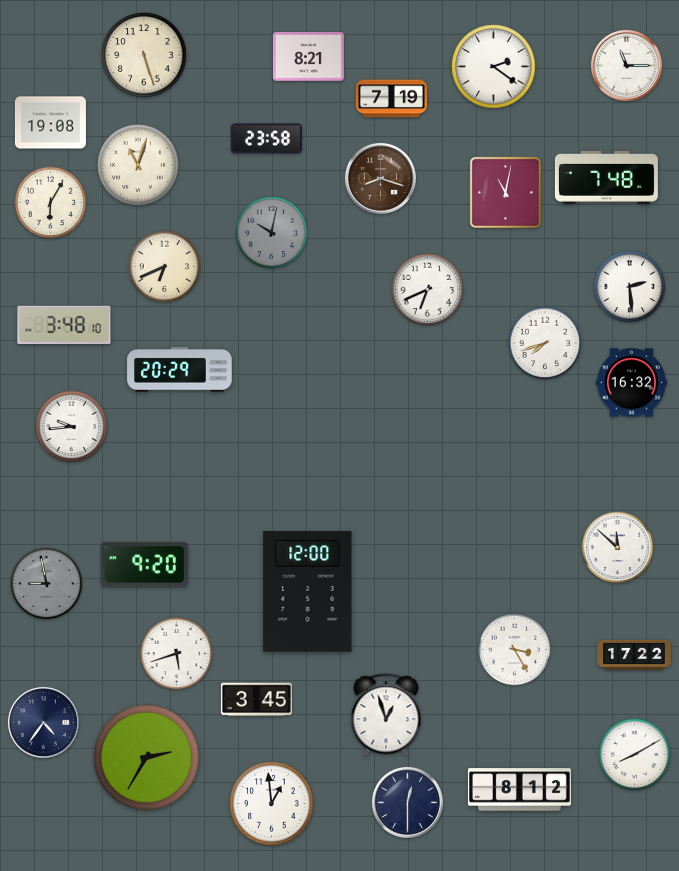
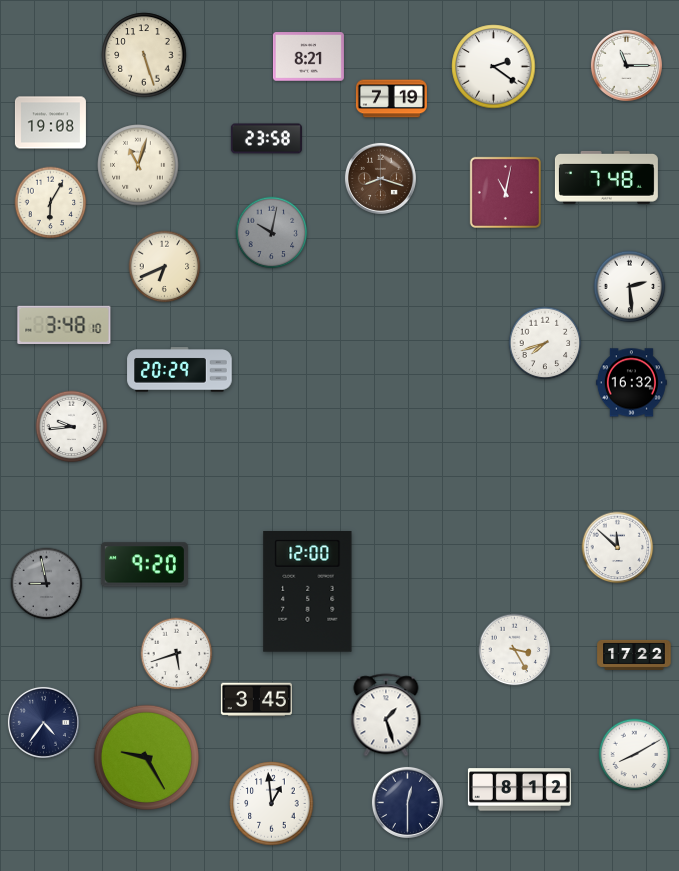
clock at (428, 290): 6:41 -> none
clock at (386, 715): 12:57 -> 1:27
clock at (146, 757): 2:35 -> 9:25
